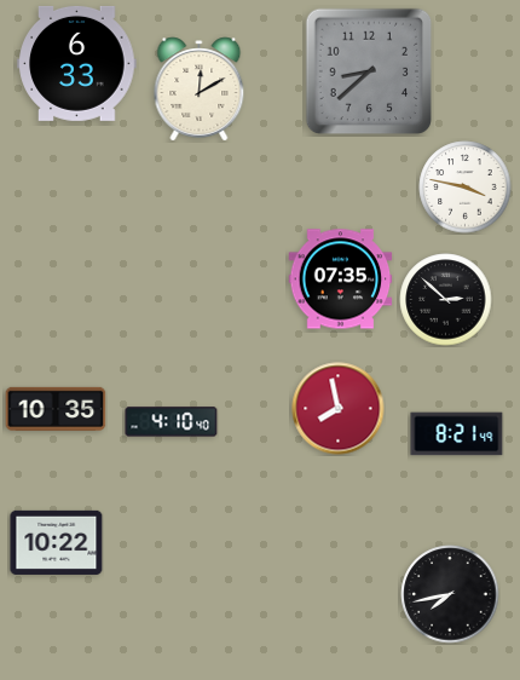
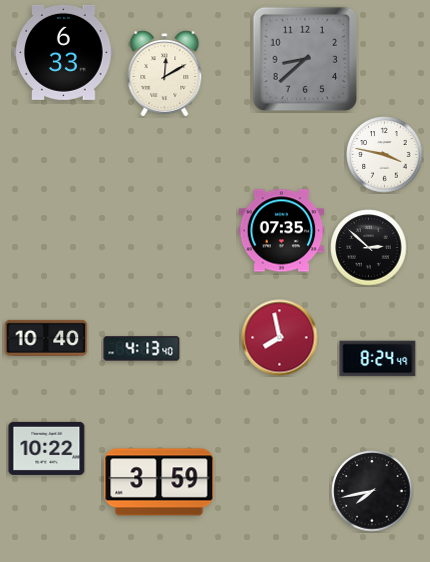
clock at (56, 409): 10:35 -> 10:40
clock at (172, 422): 4:10 -> 4:13
clock at (457, 434): 8:21 -> 8:24
clock at (159, 482): none -> 3:59
